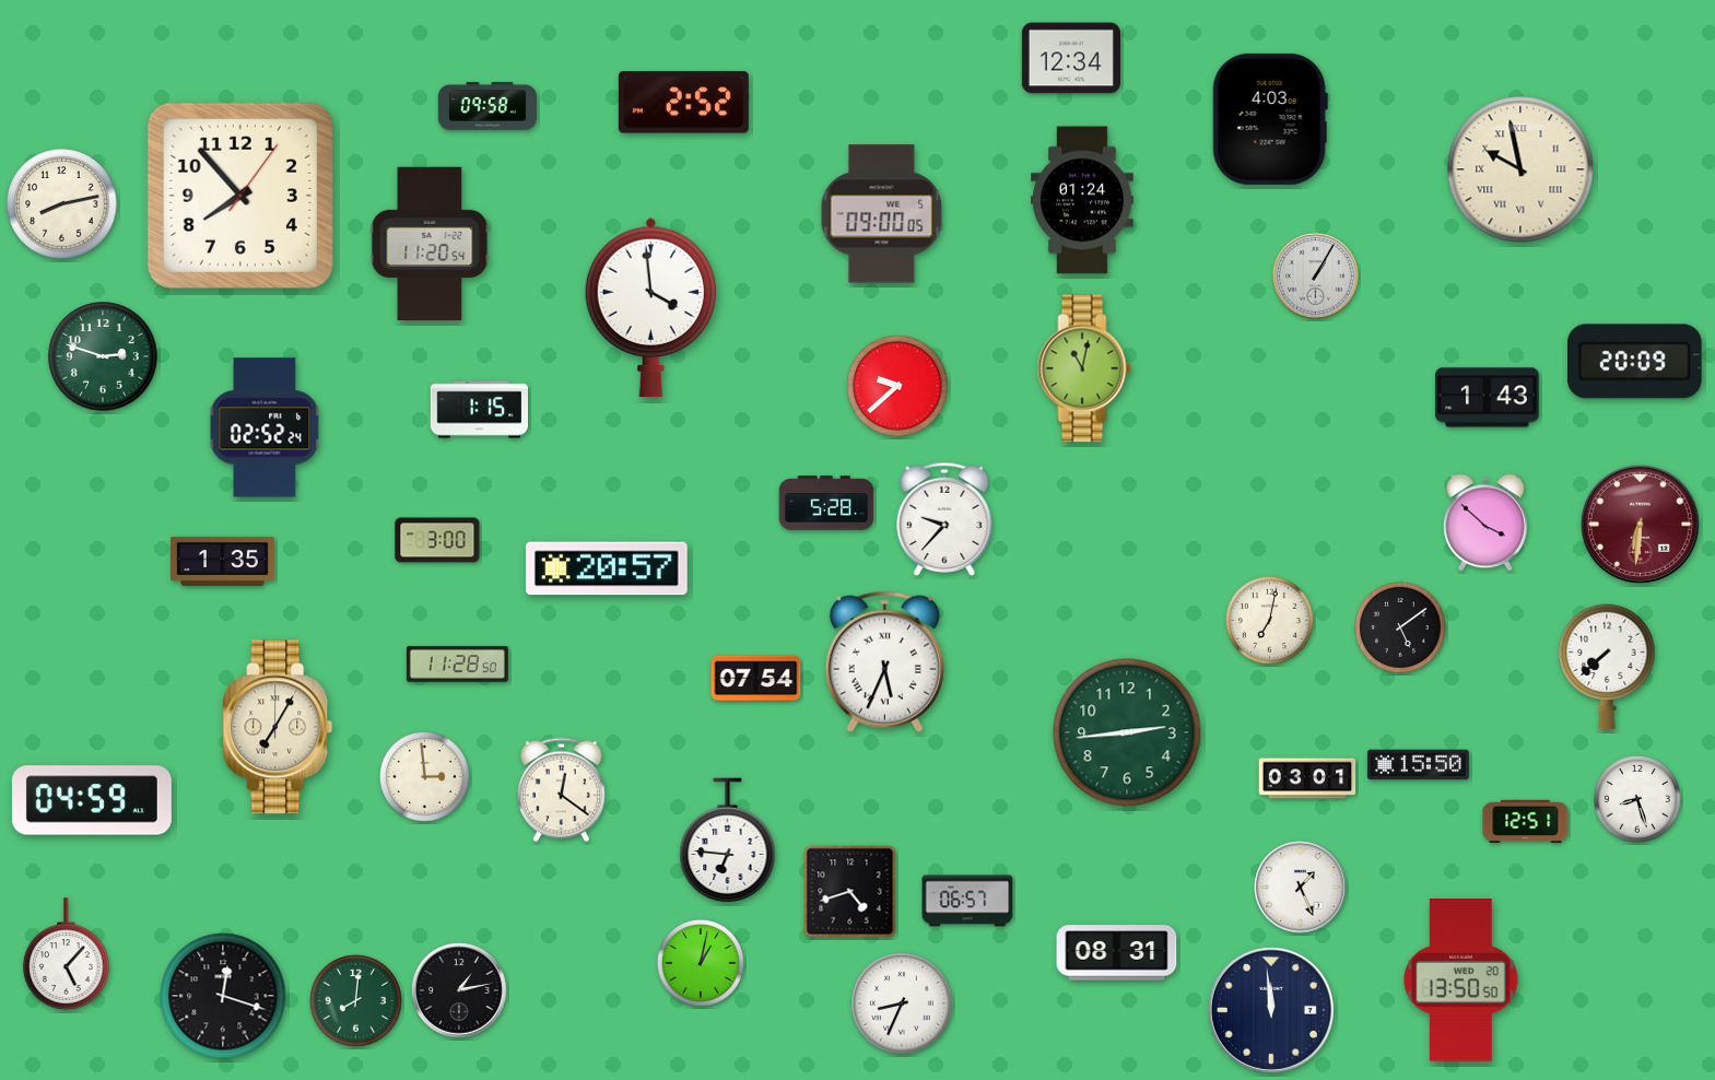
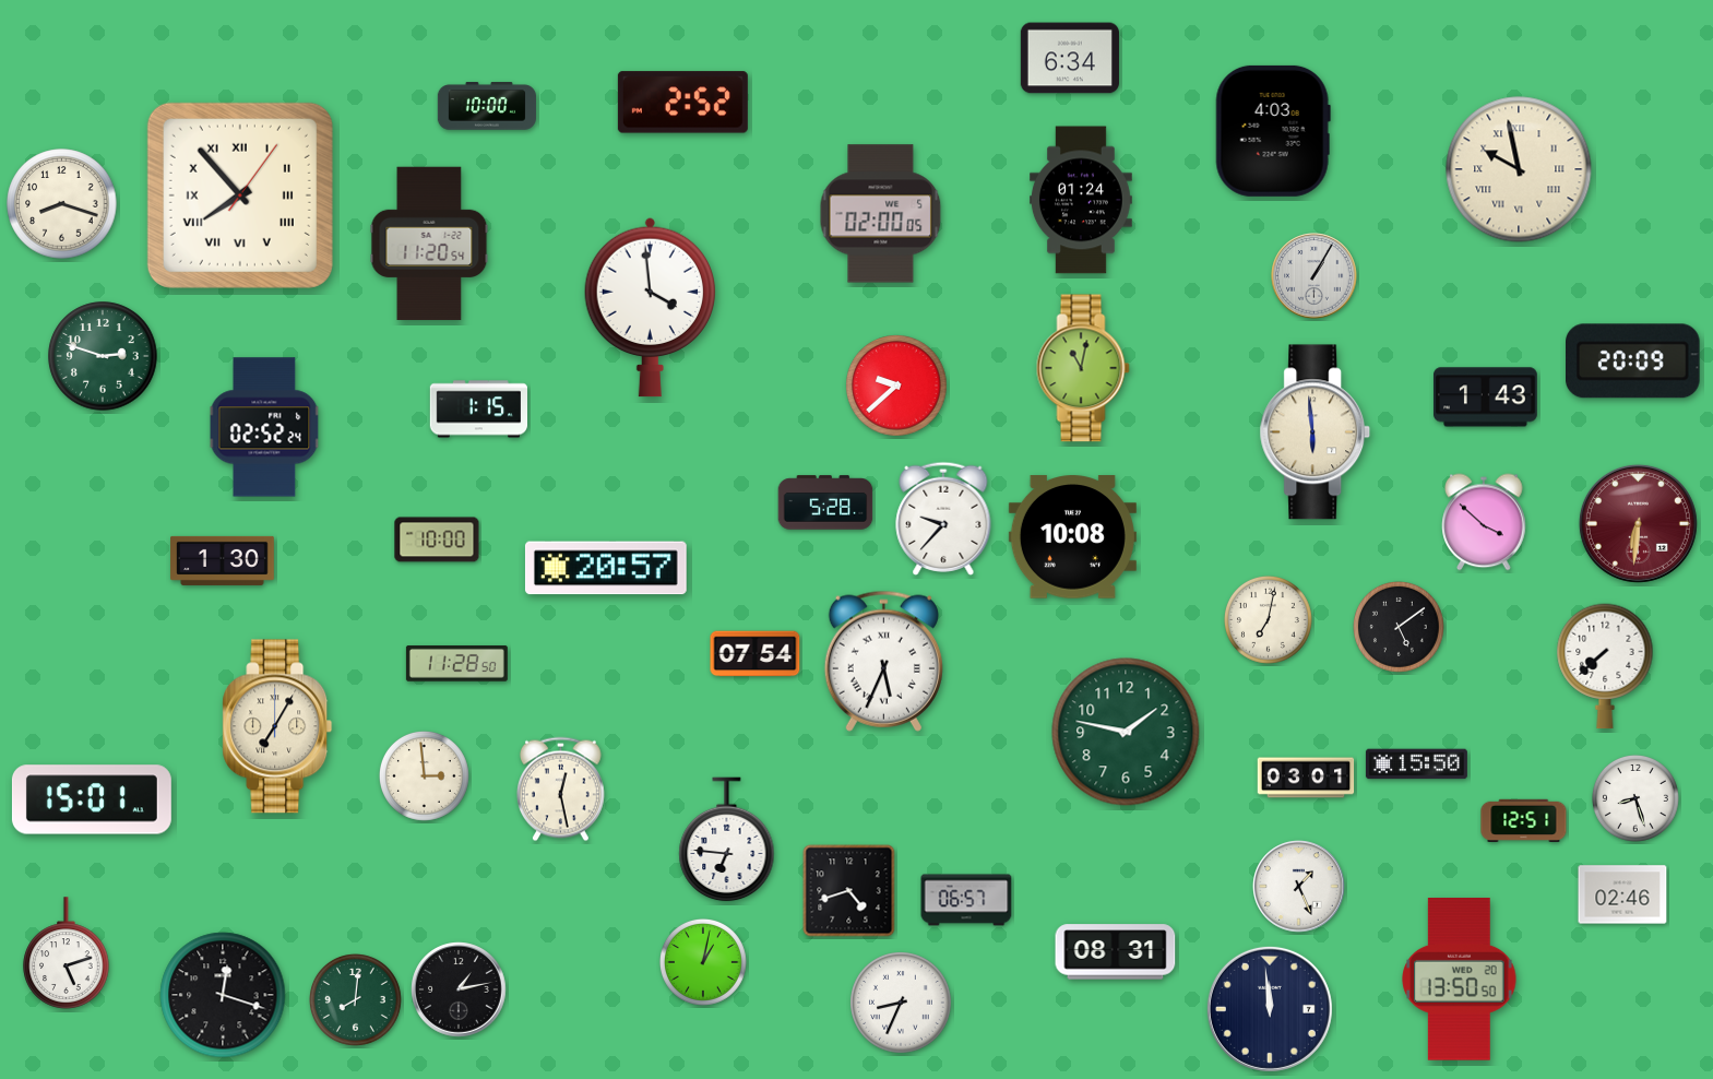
clock at (1071, 58): 12:34 -> 6:34
clock at (488, 106): 09:58 -> 10:00
clock at (1270, 119) position: (1270, 119) -> (1273, 131)
clock at (240, 196) numerals: Arabic -> Roman
clock at (62, 204): 8:13 -> 8:18
clock at (882, 214): 09:00 -> 02:00
clock at (1316, 432): none -> 5:59
clock at (1072, 537): none -> 10:08
clock at (437, 540): 3:00 -> 10:00
clock at (223, 561): 1:35 -> 1:30
clock at (756, 679) position: (756, 679) -> (756, 654)
clock at (1127, 732): 2:44 -> 1:47
clock at (561, 790): 12:21 -> 12:28
clock at (92, 800): 04:59 -> 15:01
clock at (1622, 894): none -> 02:46
clock at (67, 954): 5:07 -> 5:12
clock at (701, 963) position: (701, 963) -> (703, 962)
